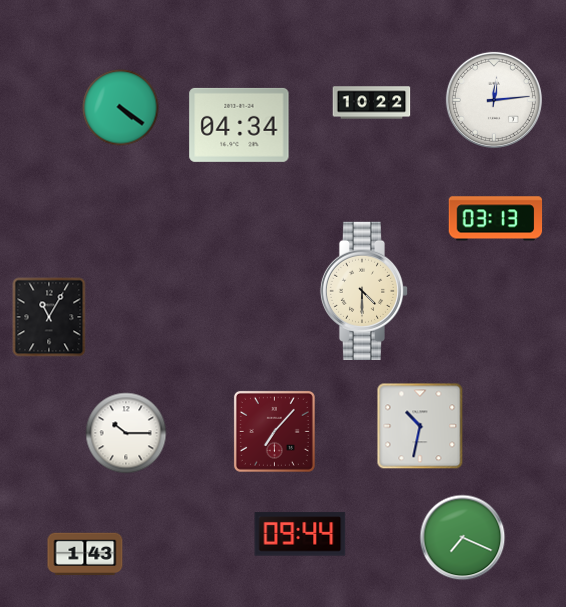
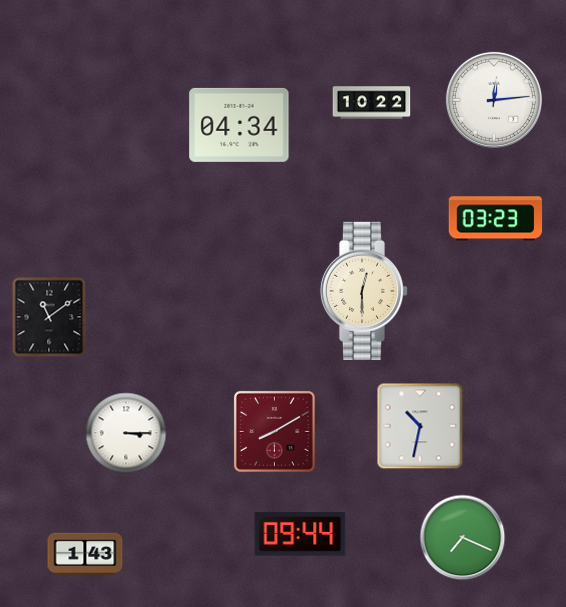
clock at (121, 108): 4:21 -> none
clock at (496, 219): 03:13 -> 03:23
clock at (364, 291): 4:30 -> 12:30
clock at (49, 317): 11:05 -> 11:09
clock at (274, 431): 7:07 -> 8:10
clock at (126, 433): 10:15 -> 3:15
